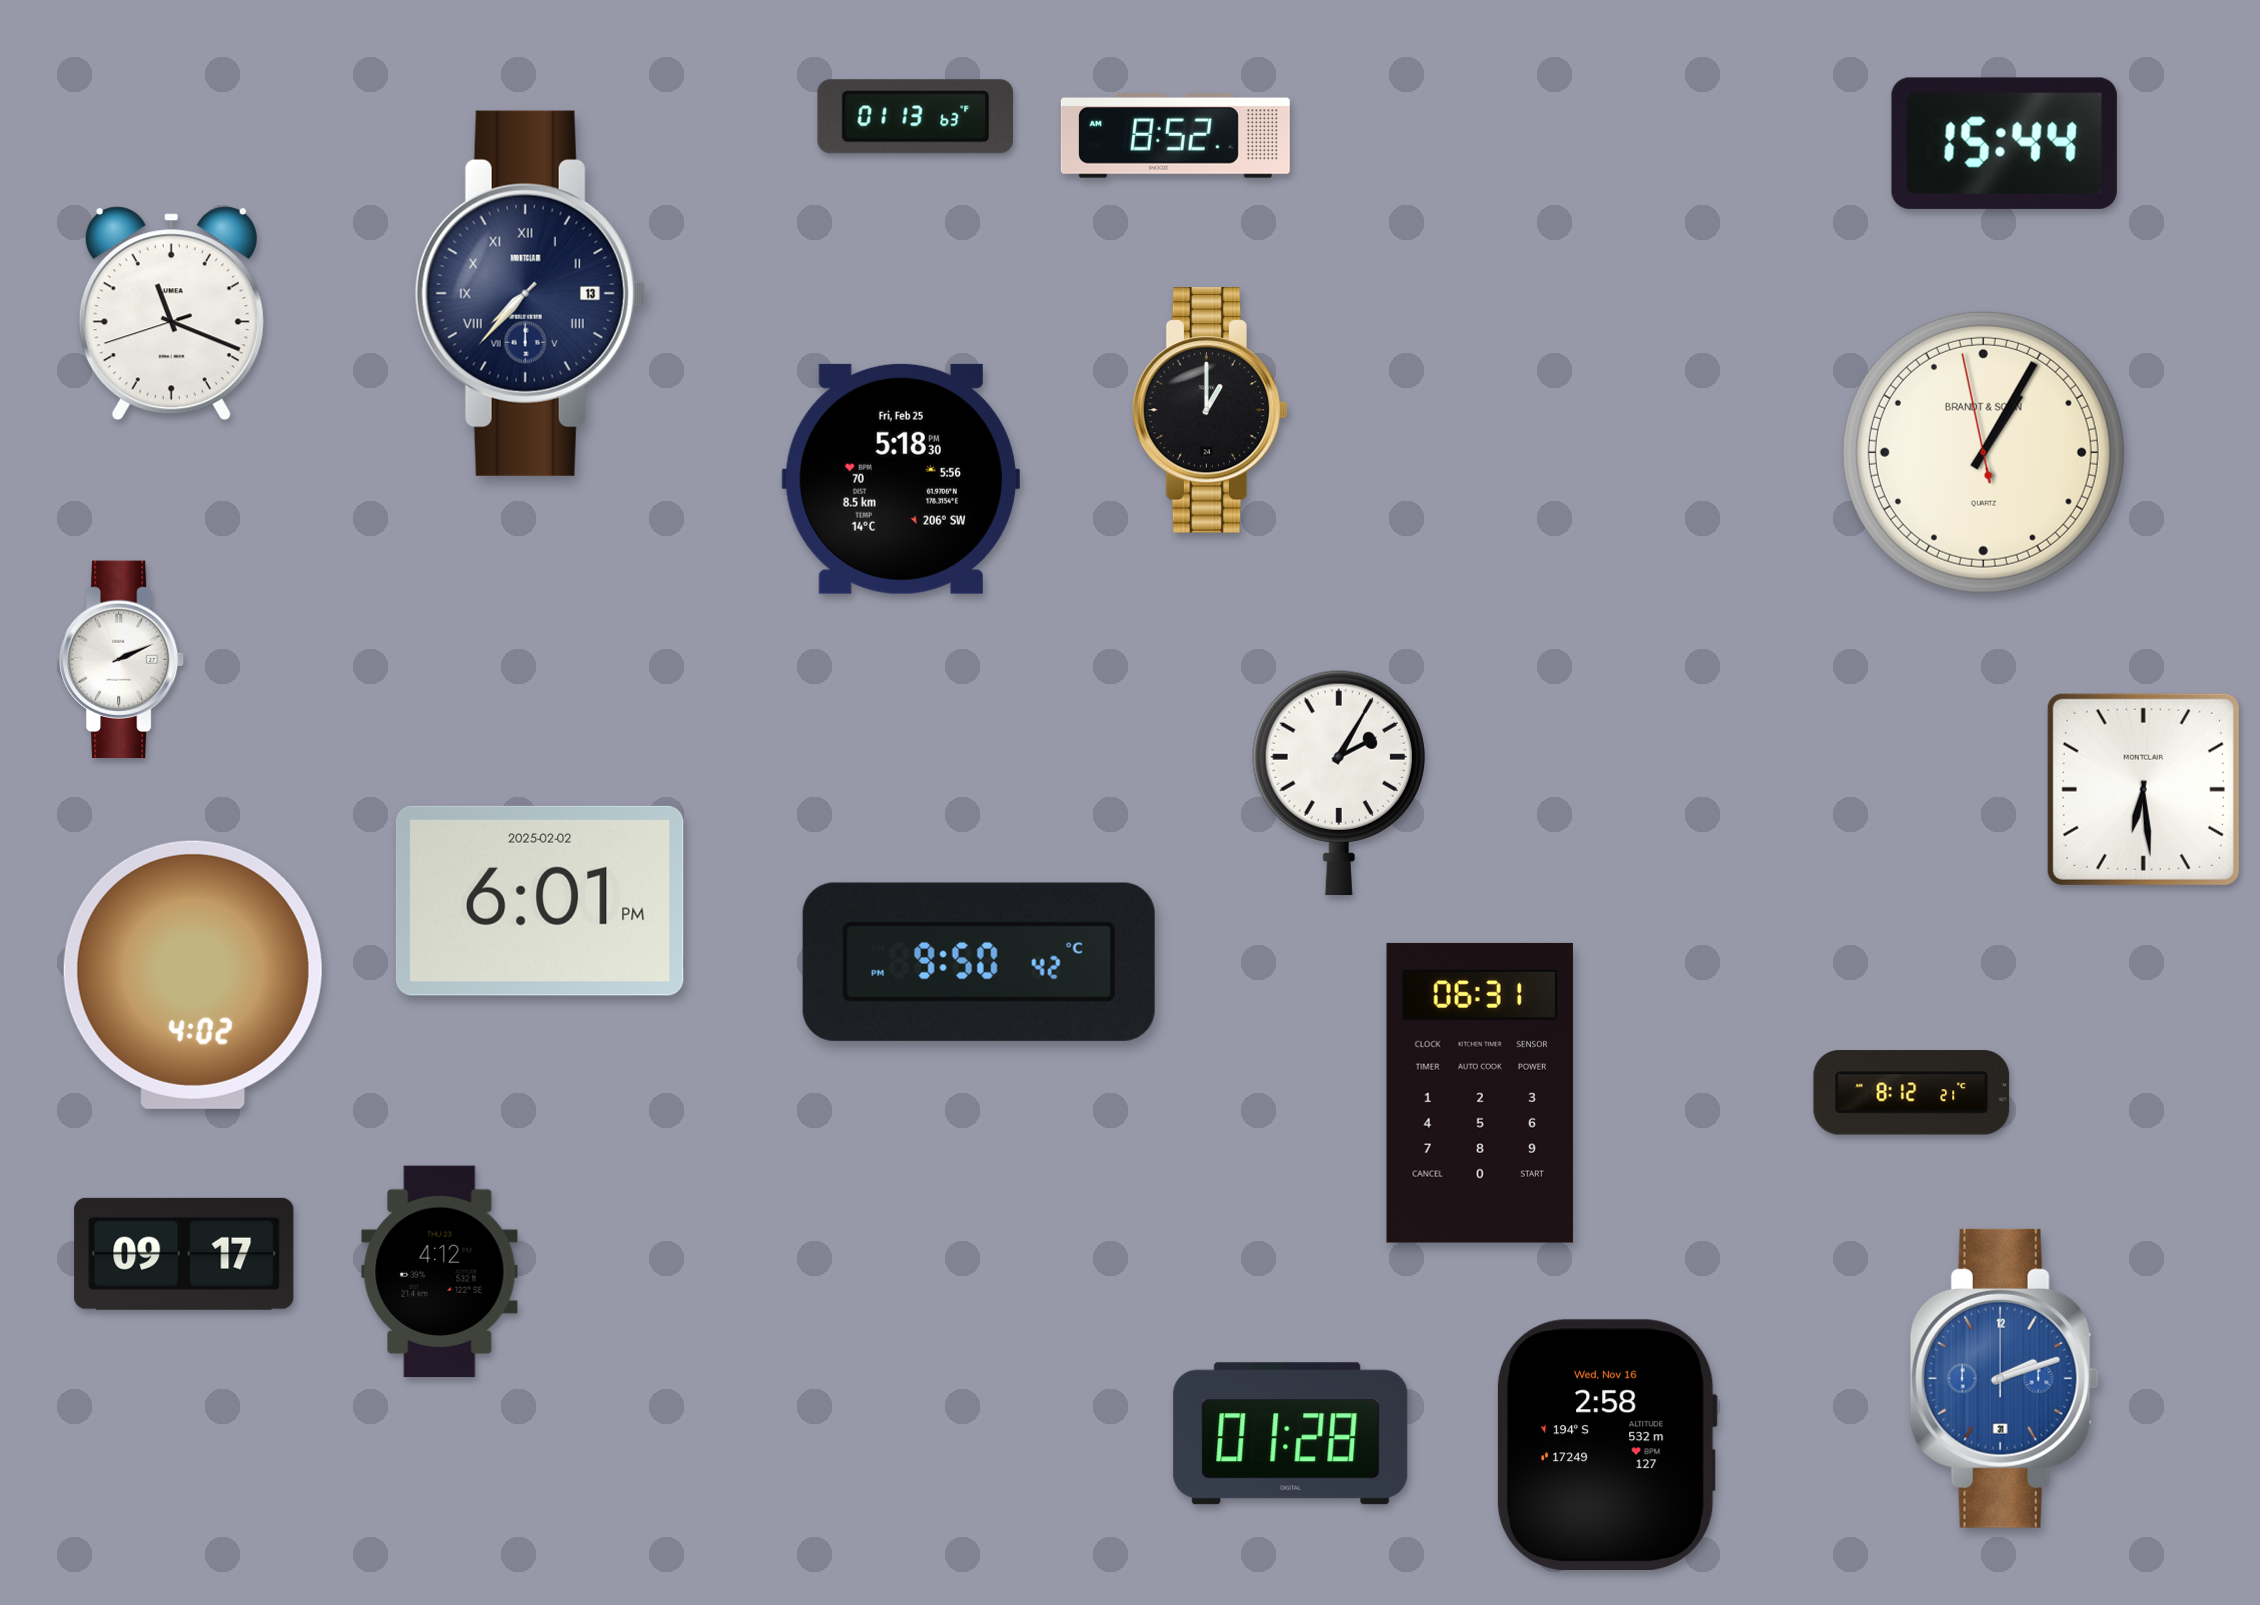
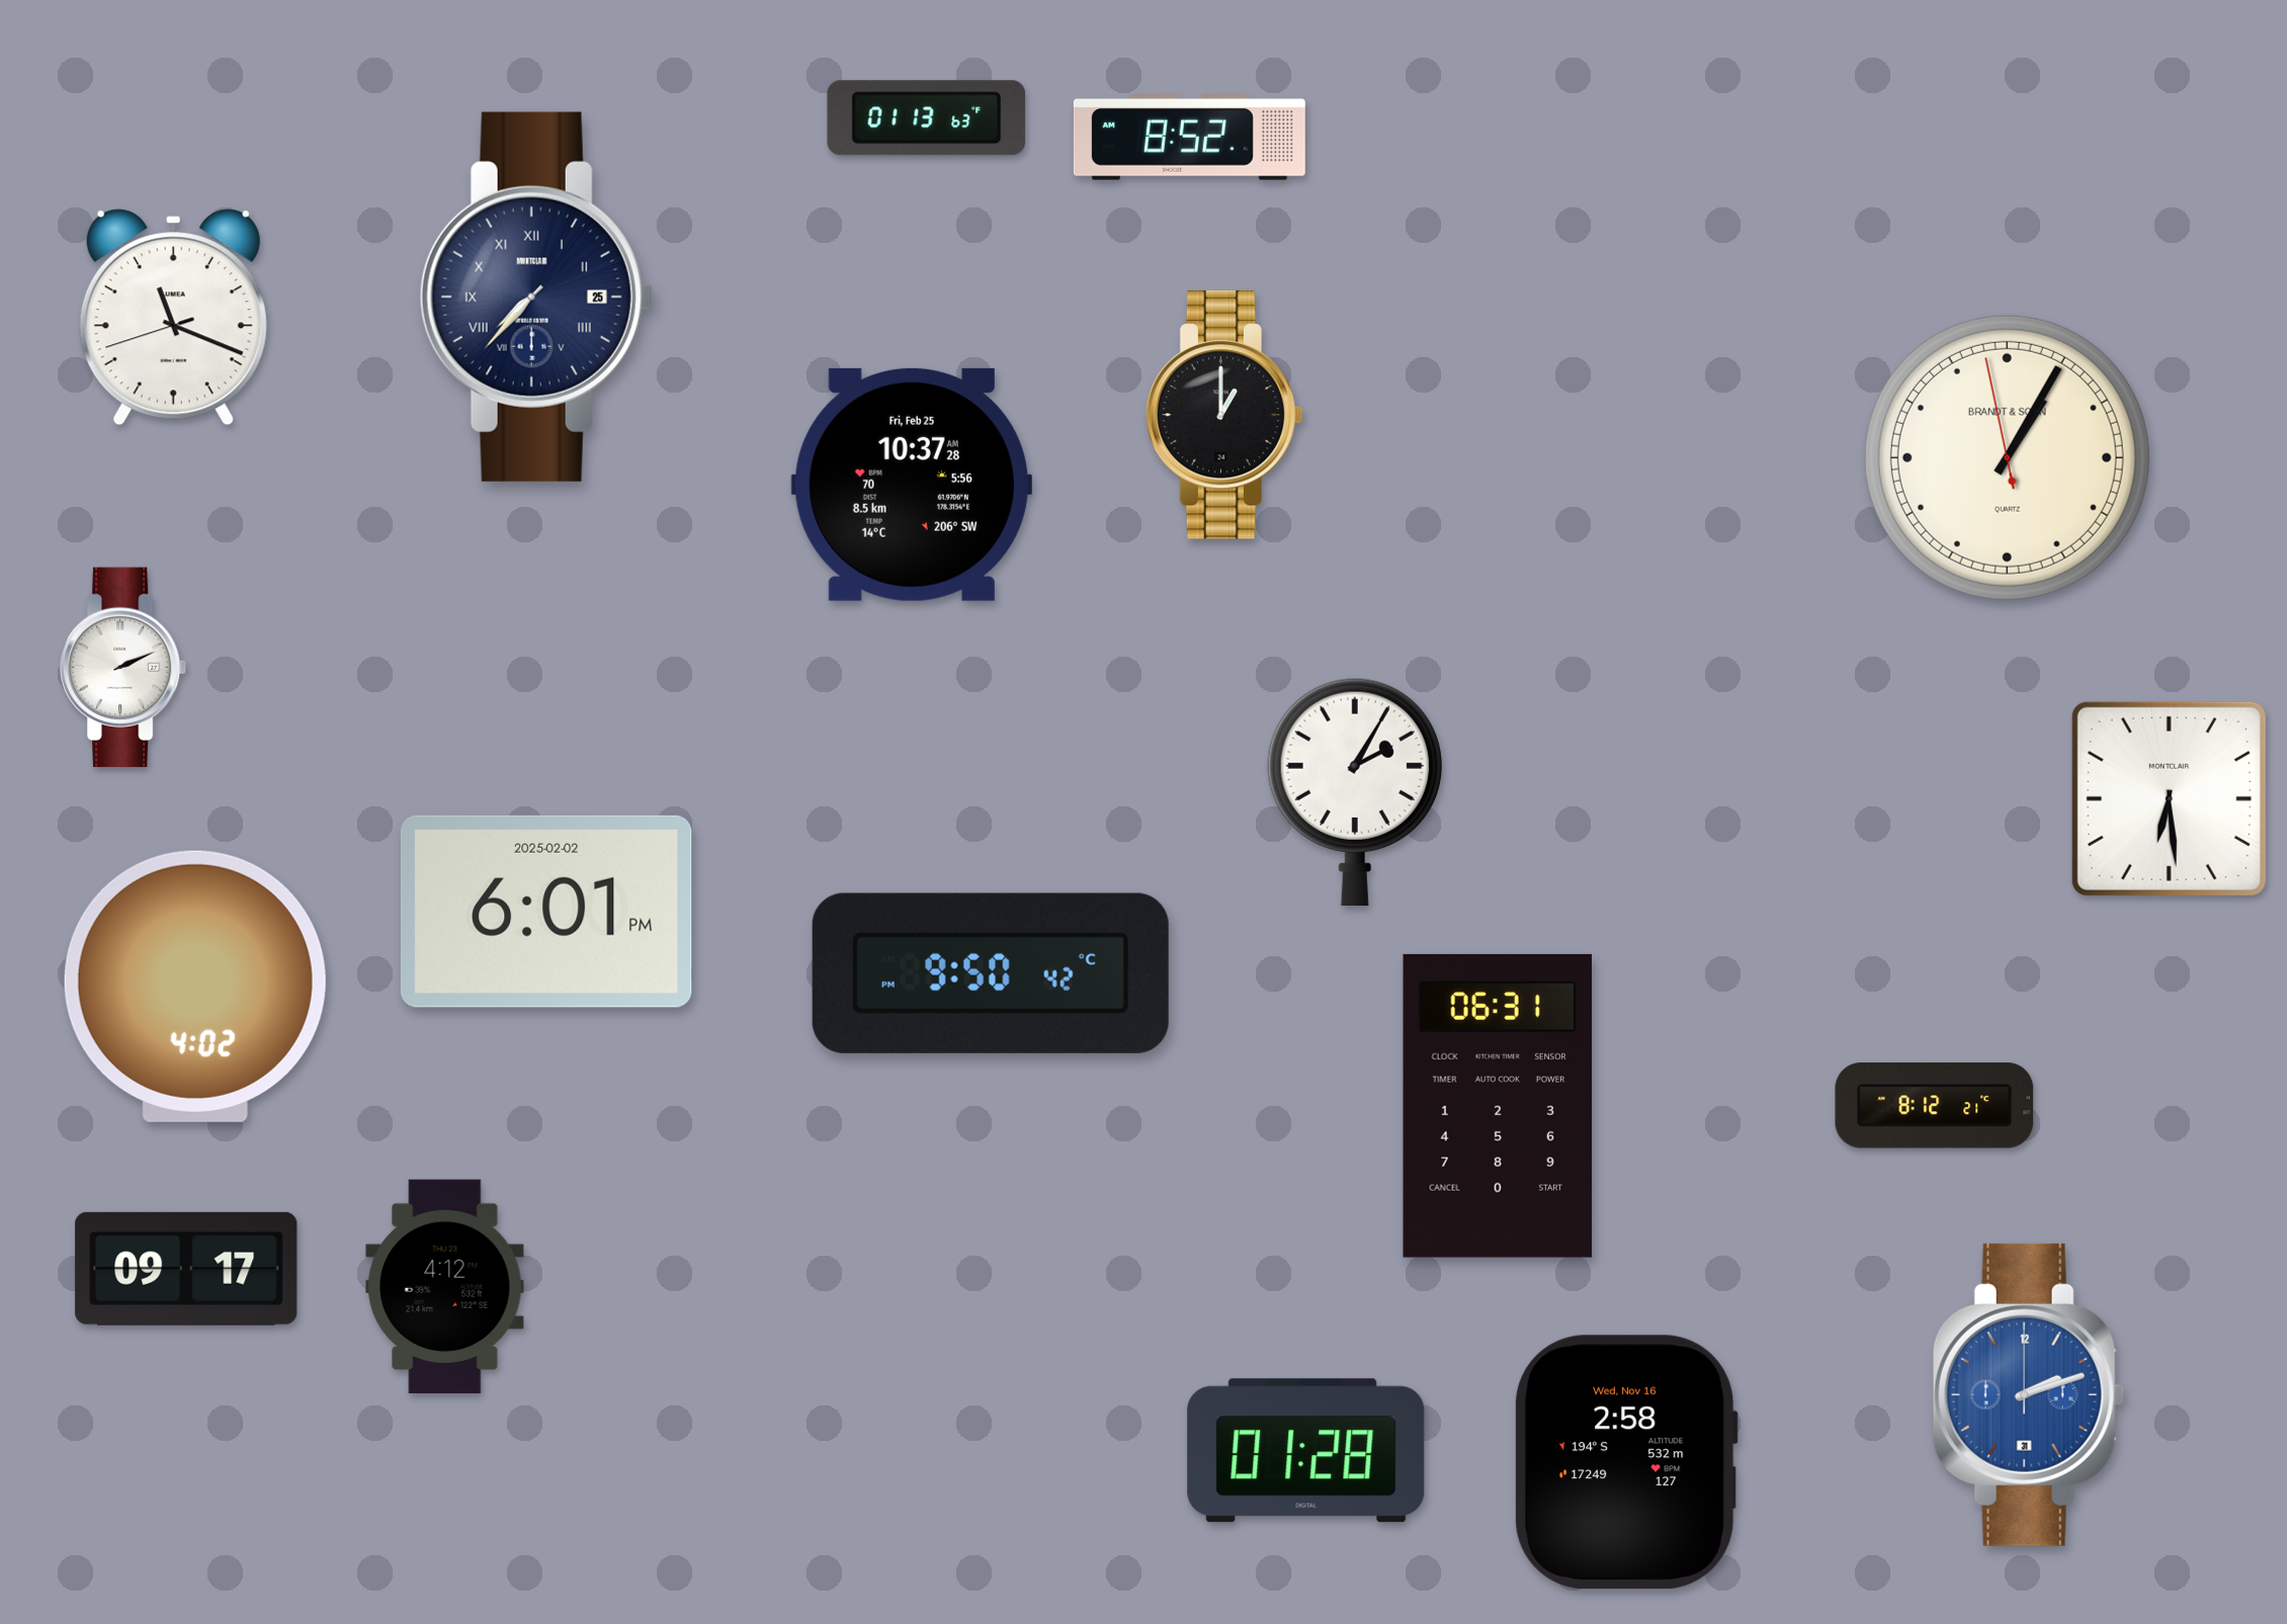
clock at (2004, 143): 15:44 -> none
clock at (530, 293) date: 13 -> 25
clock at (901, 479): 5:18 -> 10:37
